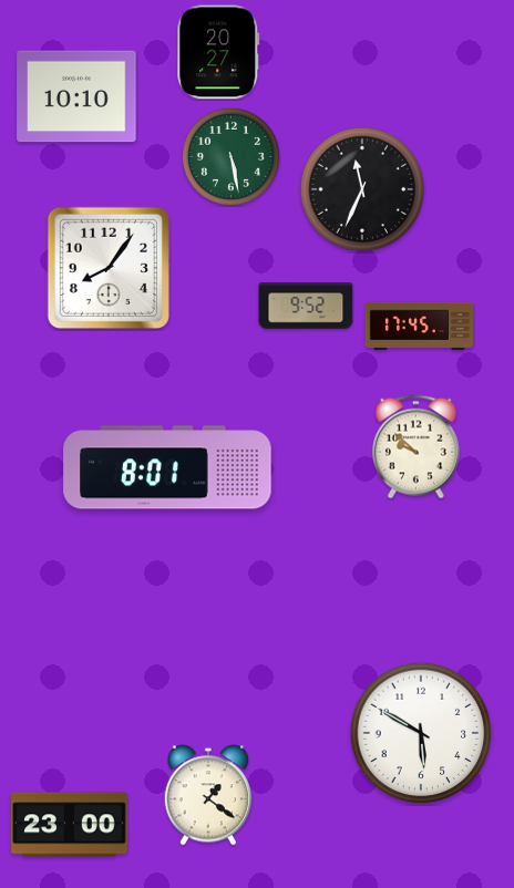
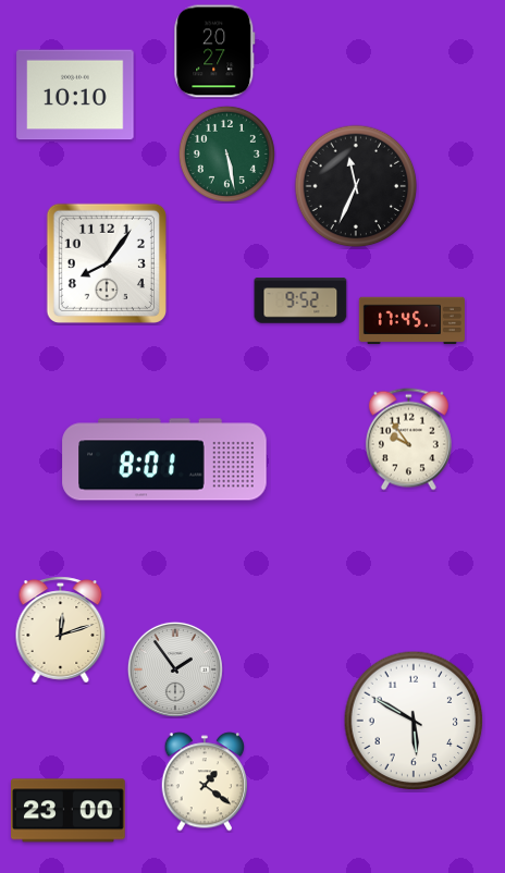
clock at (415, 447): 9:52 -> 9:54
clock at (61, 630): none -> 12:12
clock at (175, 669): none -> 1:54
